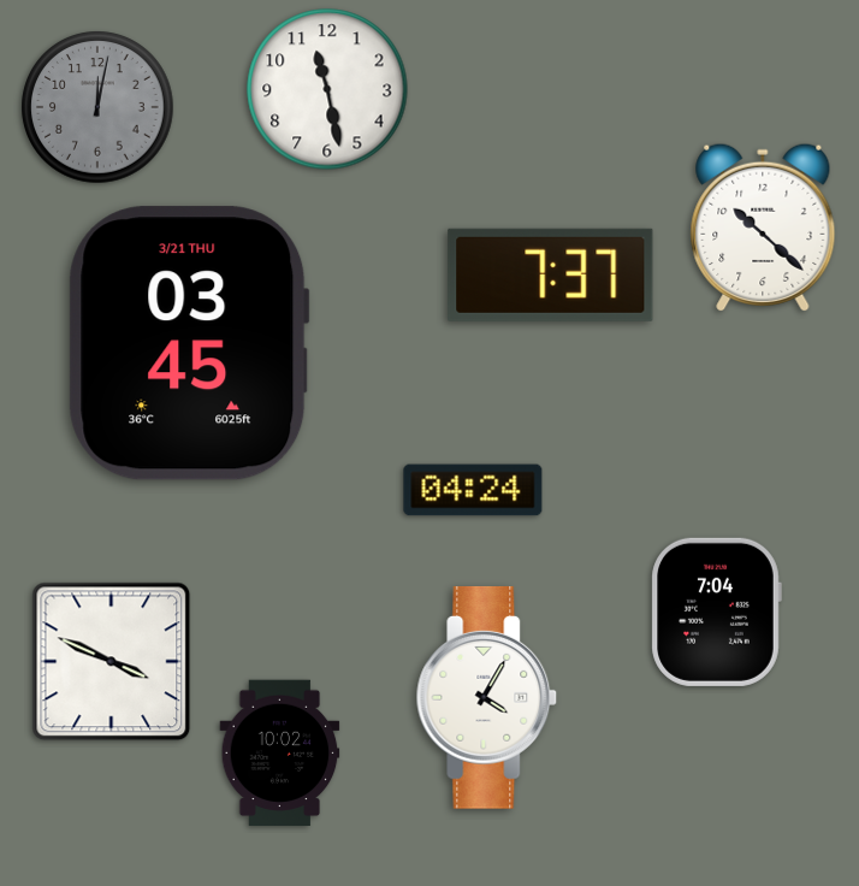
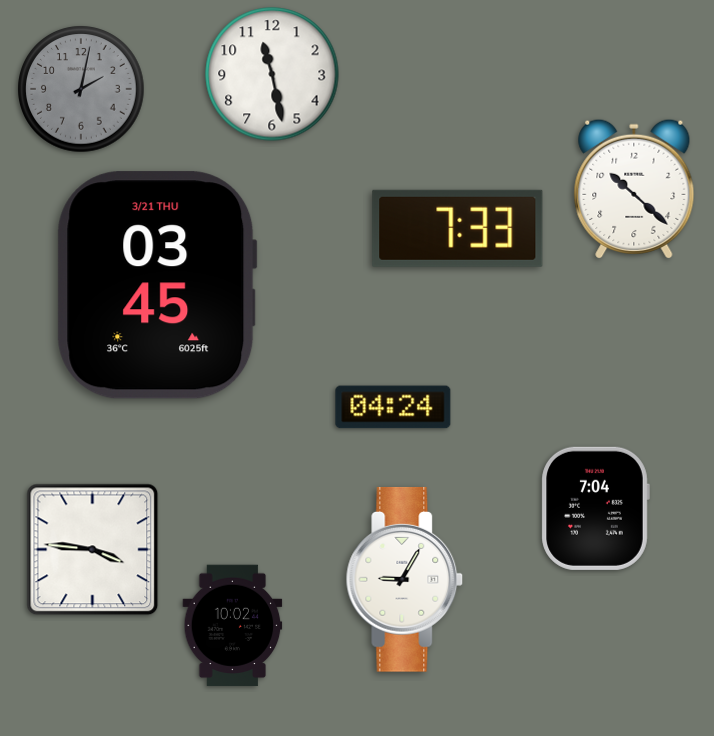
clock at (97, 107): 12:02 -> 2:02
clock at (551, 274): 7:37 -> 7:33
clock at (112, 662): 3:49 -> 3:46
clock at (487, 697): 4:05 -> 9:05
